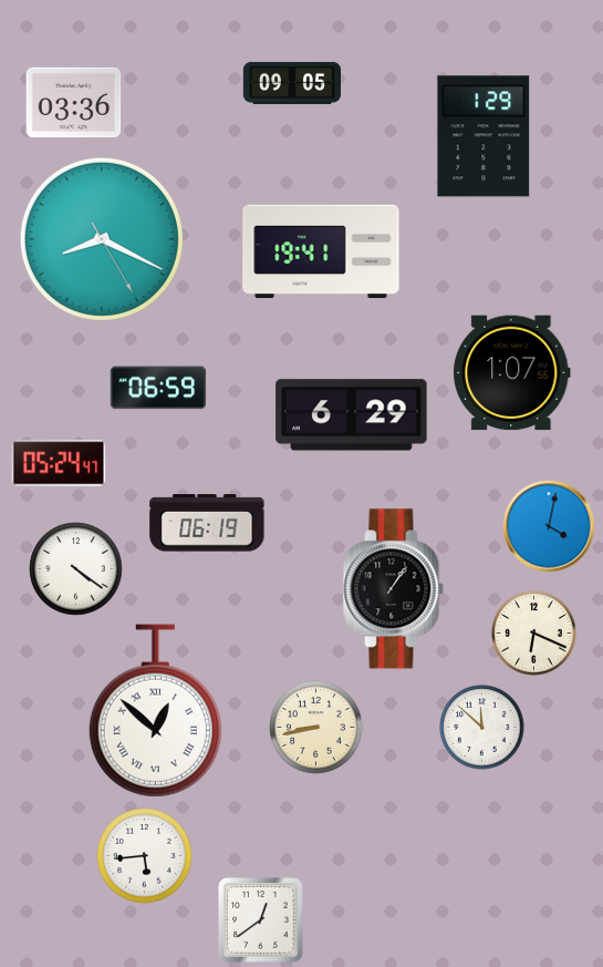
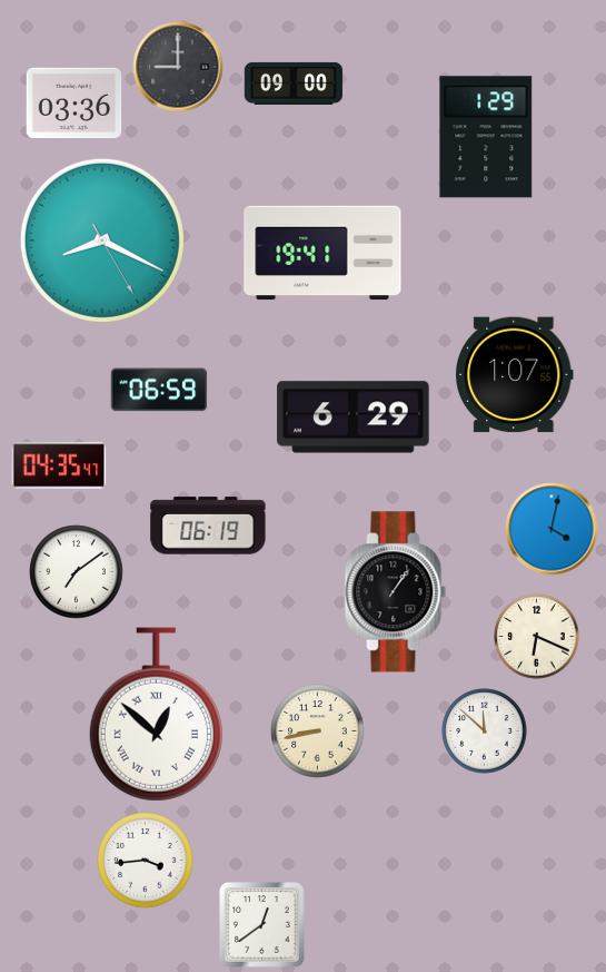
clock at (178, 67): none -> 9:00
clock at (291, 83): 09:05 -> 09:00
clock at (59, 463): 05:24 -> 04:35
clock at (76, 569): 4:21 -> 7:09
clock at (145, 856): 5:44 -> 3:44
